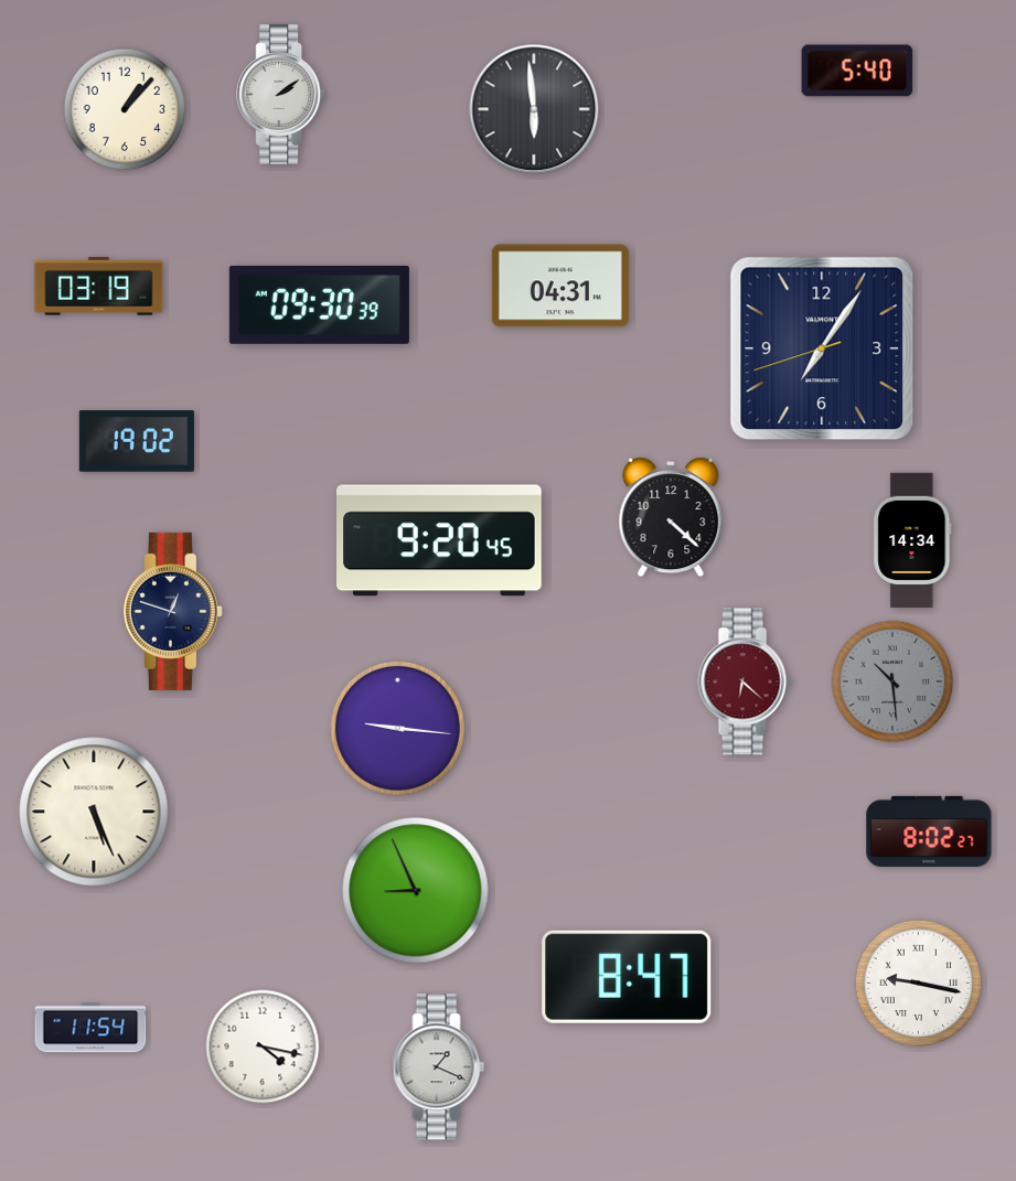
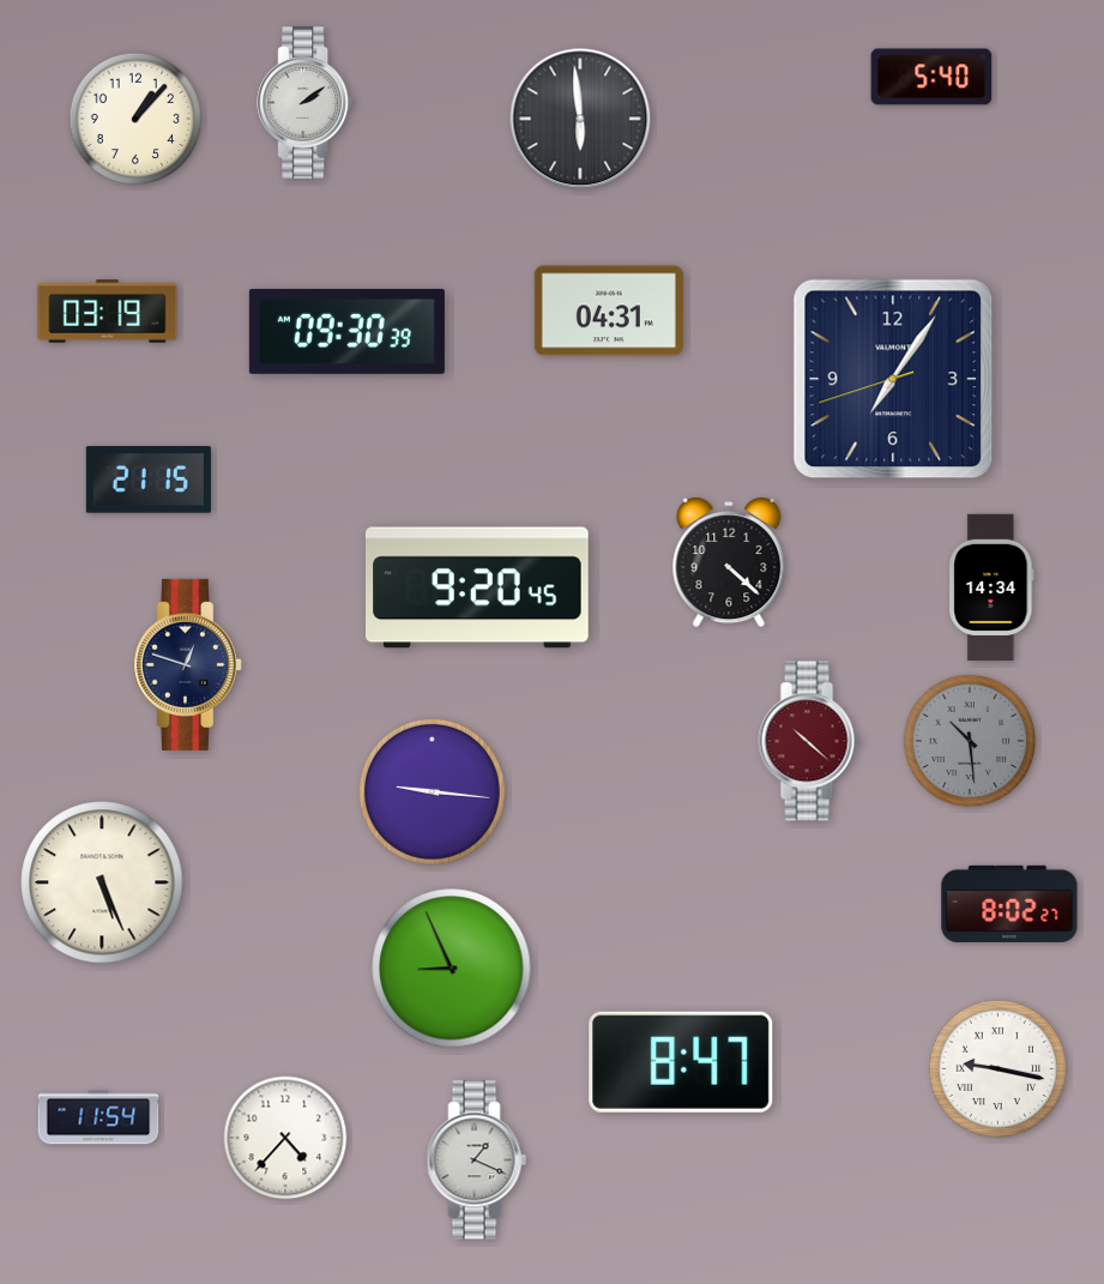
clock at (137, 441): 19:02 -> 21:15
clock at (745, 681): 6:22 -> 10:22
clock at (263, 1046): 4:17 -> 4:37
